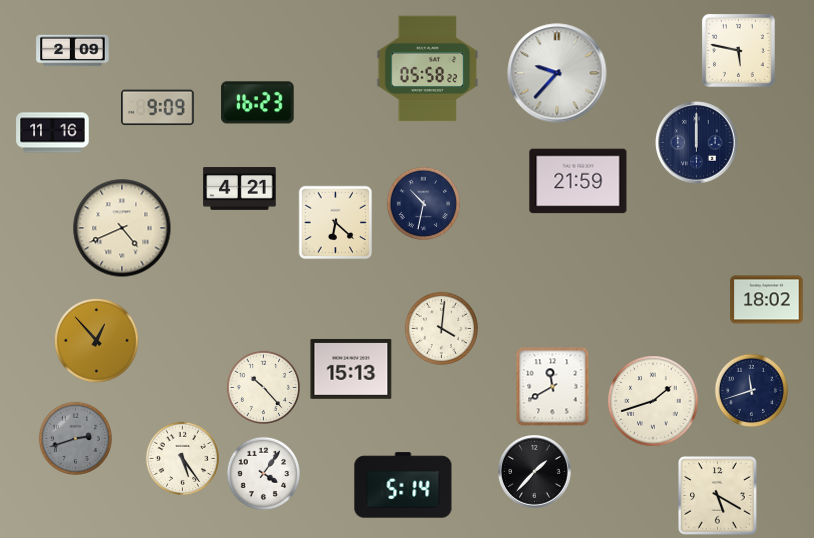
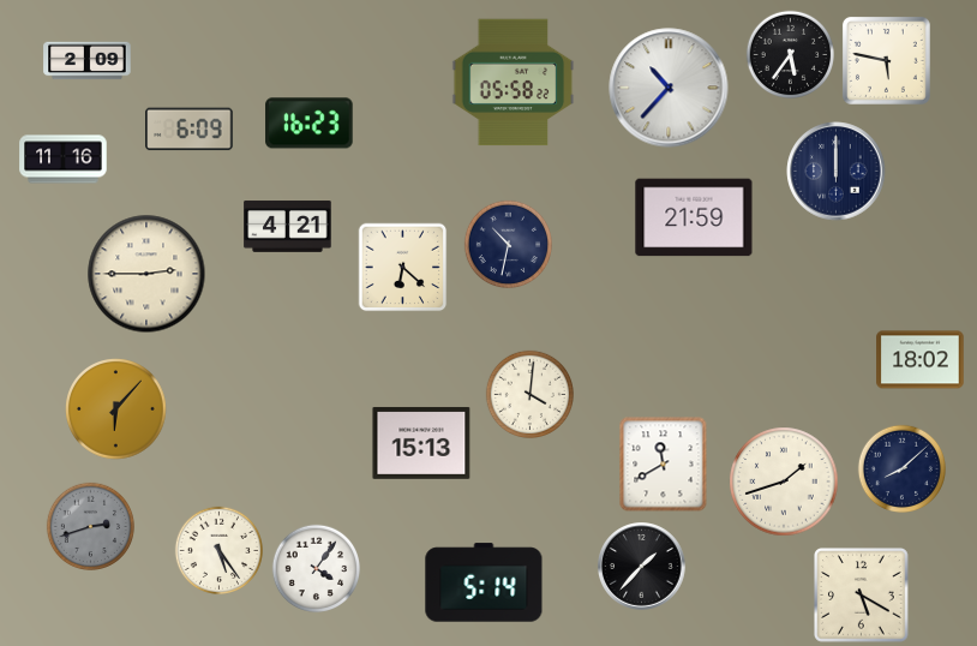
clock at (790, 54): none -> 5:36
clock at (557, 73): 9:37 -> 10:37
clock at (158, 108): 9:09 -> 6:09
clock at (122, 228): 4:41 -> 2:45
clock at (97, 341): 12:53 -> 6:07
clock at (263, 387): 10:23 -> none
clock at (751, 390): 11:42 -> 8:08
